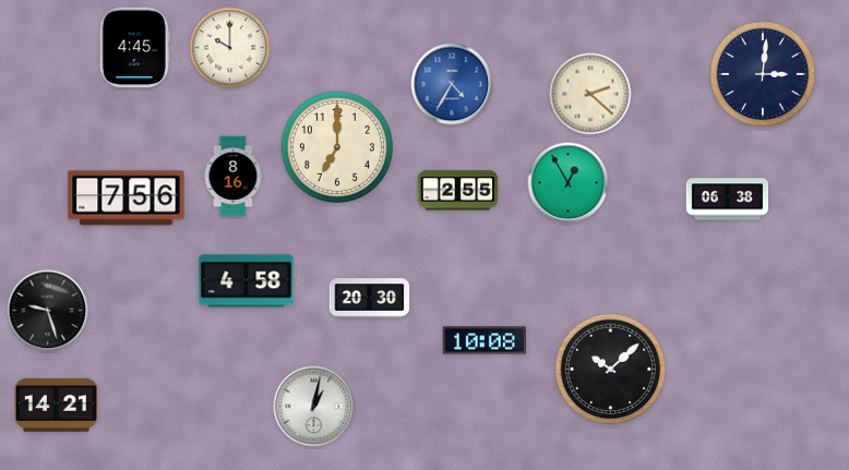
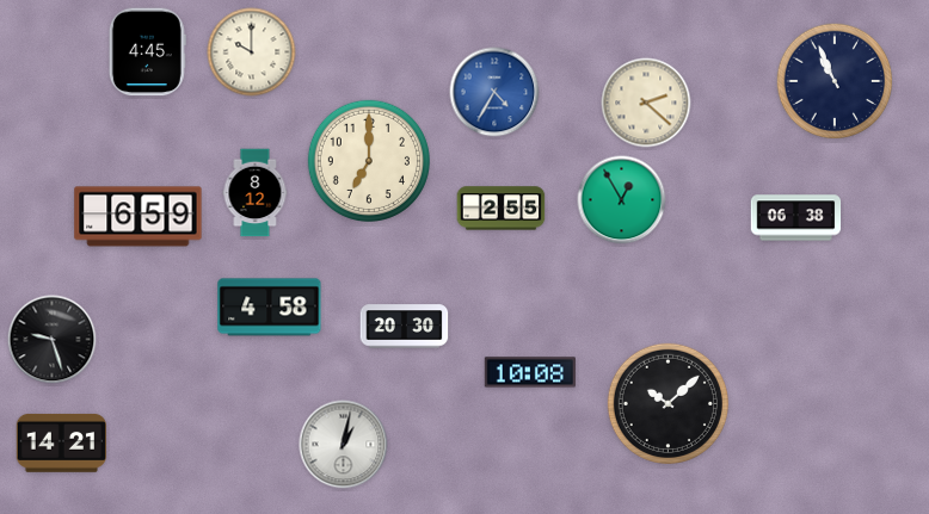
clock at (763, 74): 3:01 -> 10:56
clock at (234, 177): 8:16 -> 8:12
clock at (127, 198): 7:56 -> 6:59
